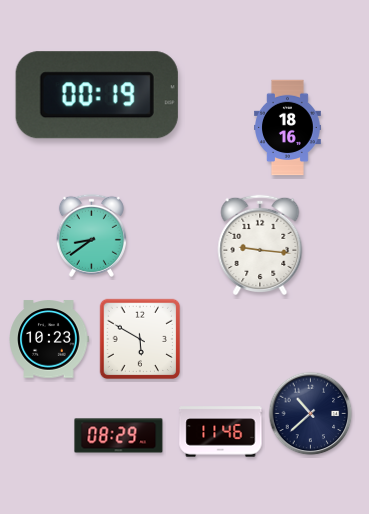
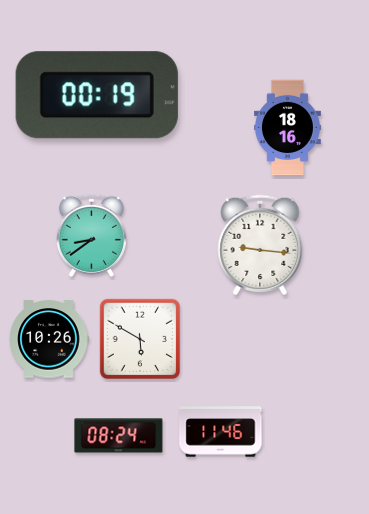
clock at (49, 339): 10:23 -> 10:26
clock at (311, 414): 10:38 -> none
clock at (119, 436): 08:29 -> 08:24
